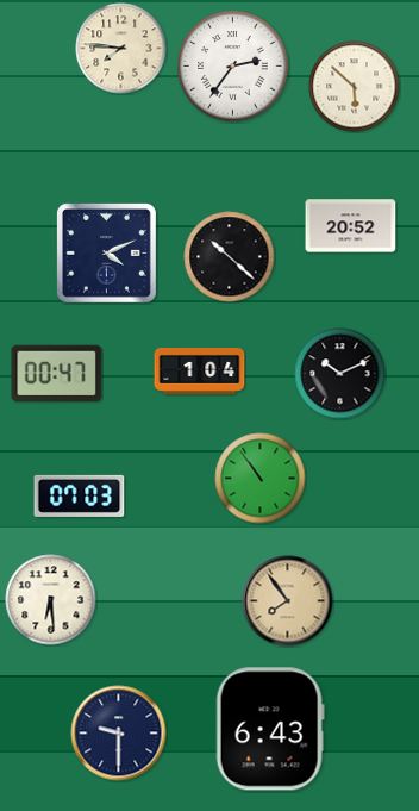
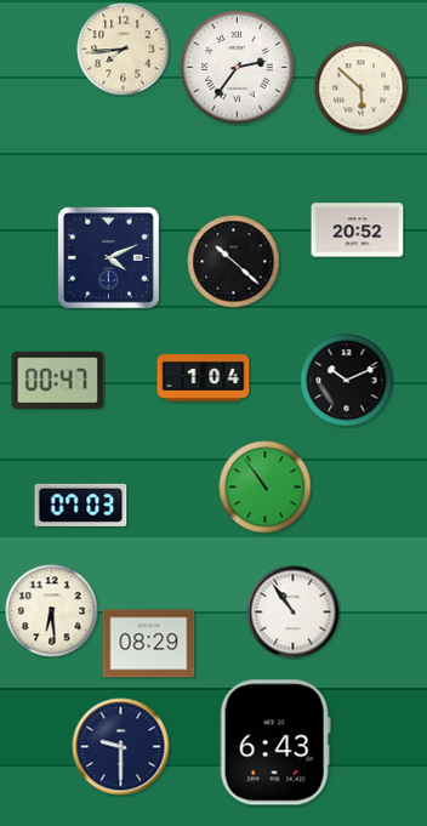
clock at (121, 49): 7:46 -> 7:44
clock at (288, 601): 7:54 -> 10:54
clock at (288, 601) dial: champagne -> white
clock at (149, 644): none -> 08:29
